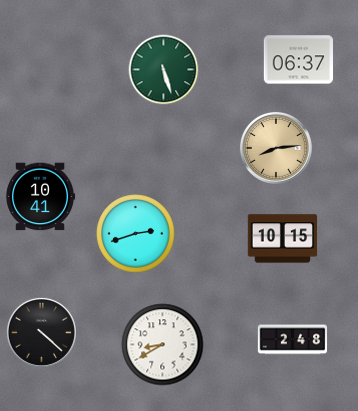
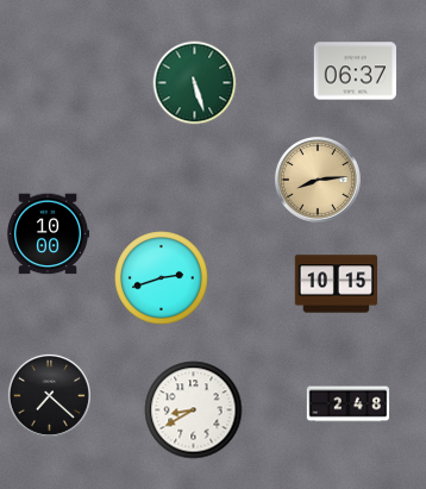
clock at (276, 148) position: (276, 148) -> (318, 180)
clock at (41, 197): 10:41 -> 10:00
clock at (41, 332): 4:22 -> 7:22
